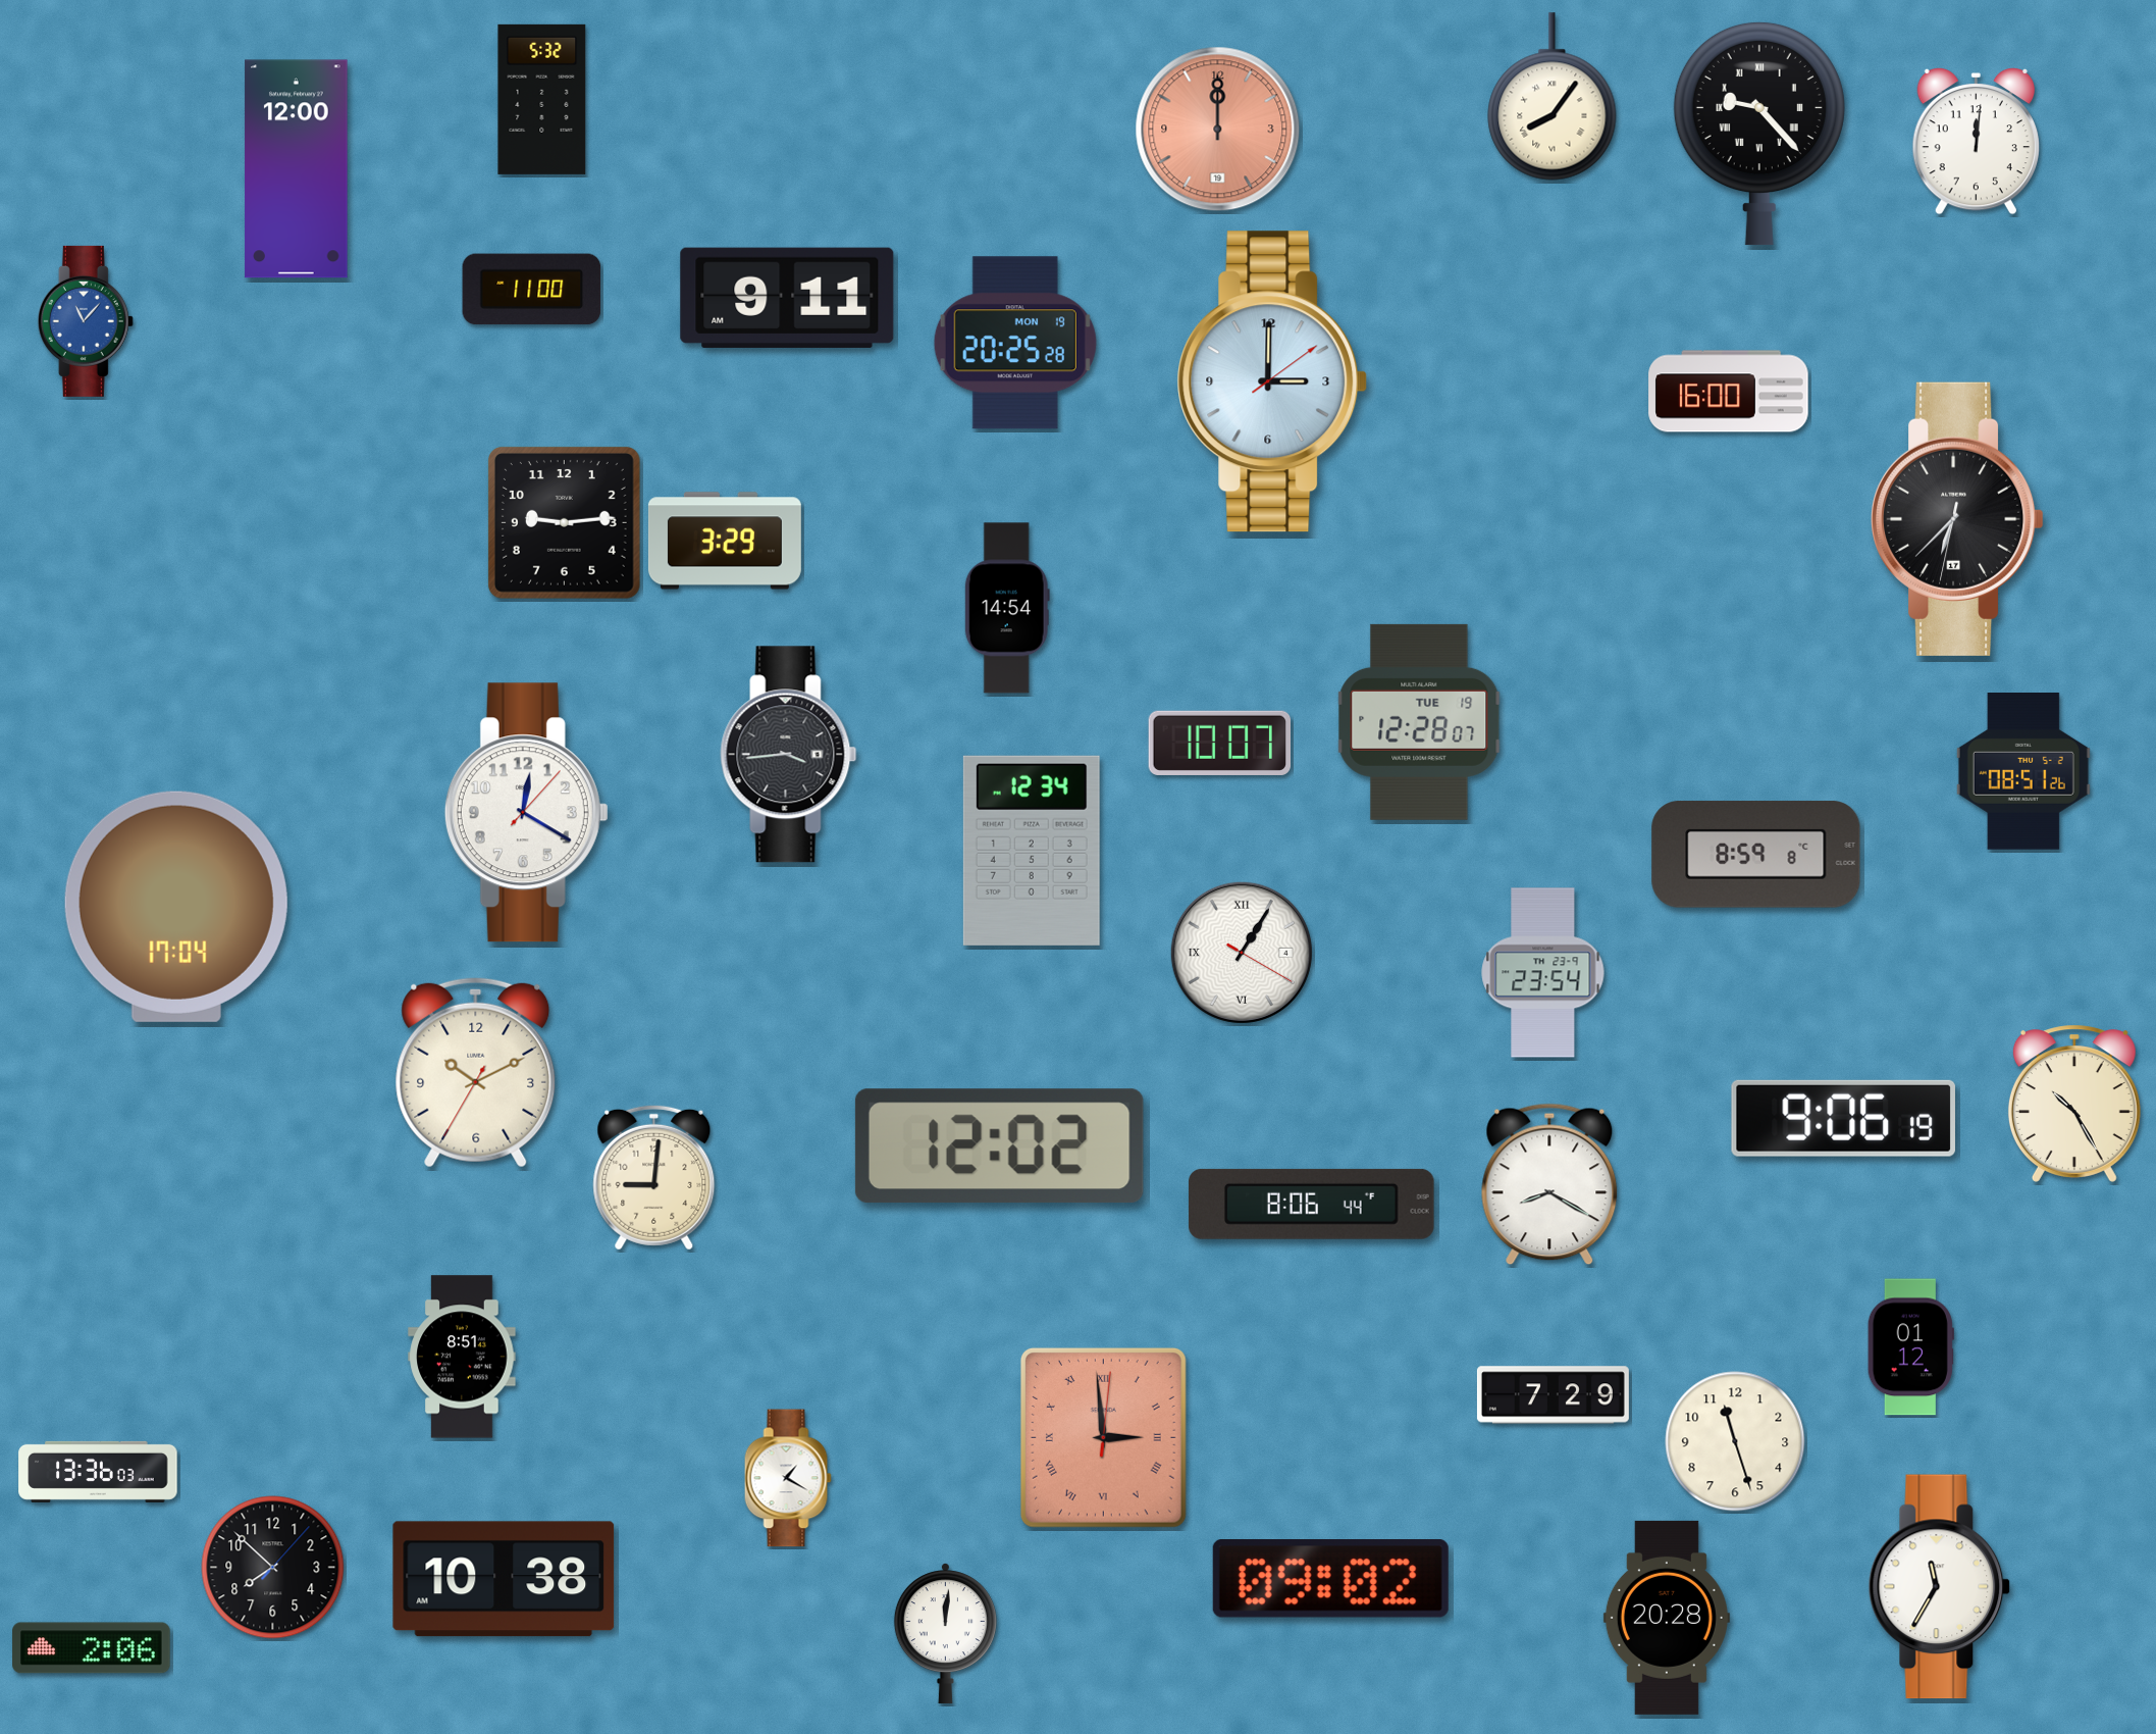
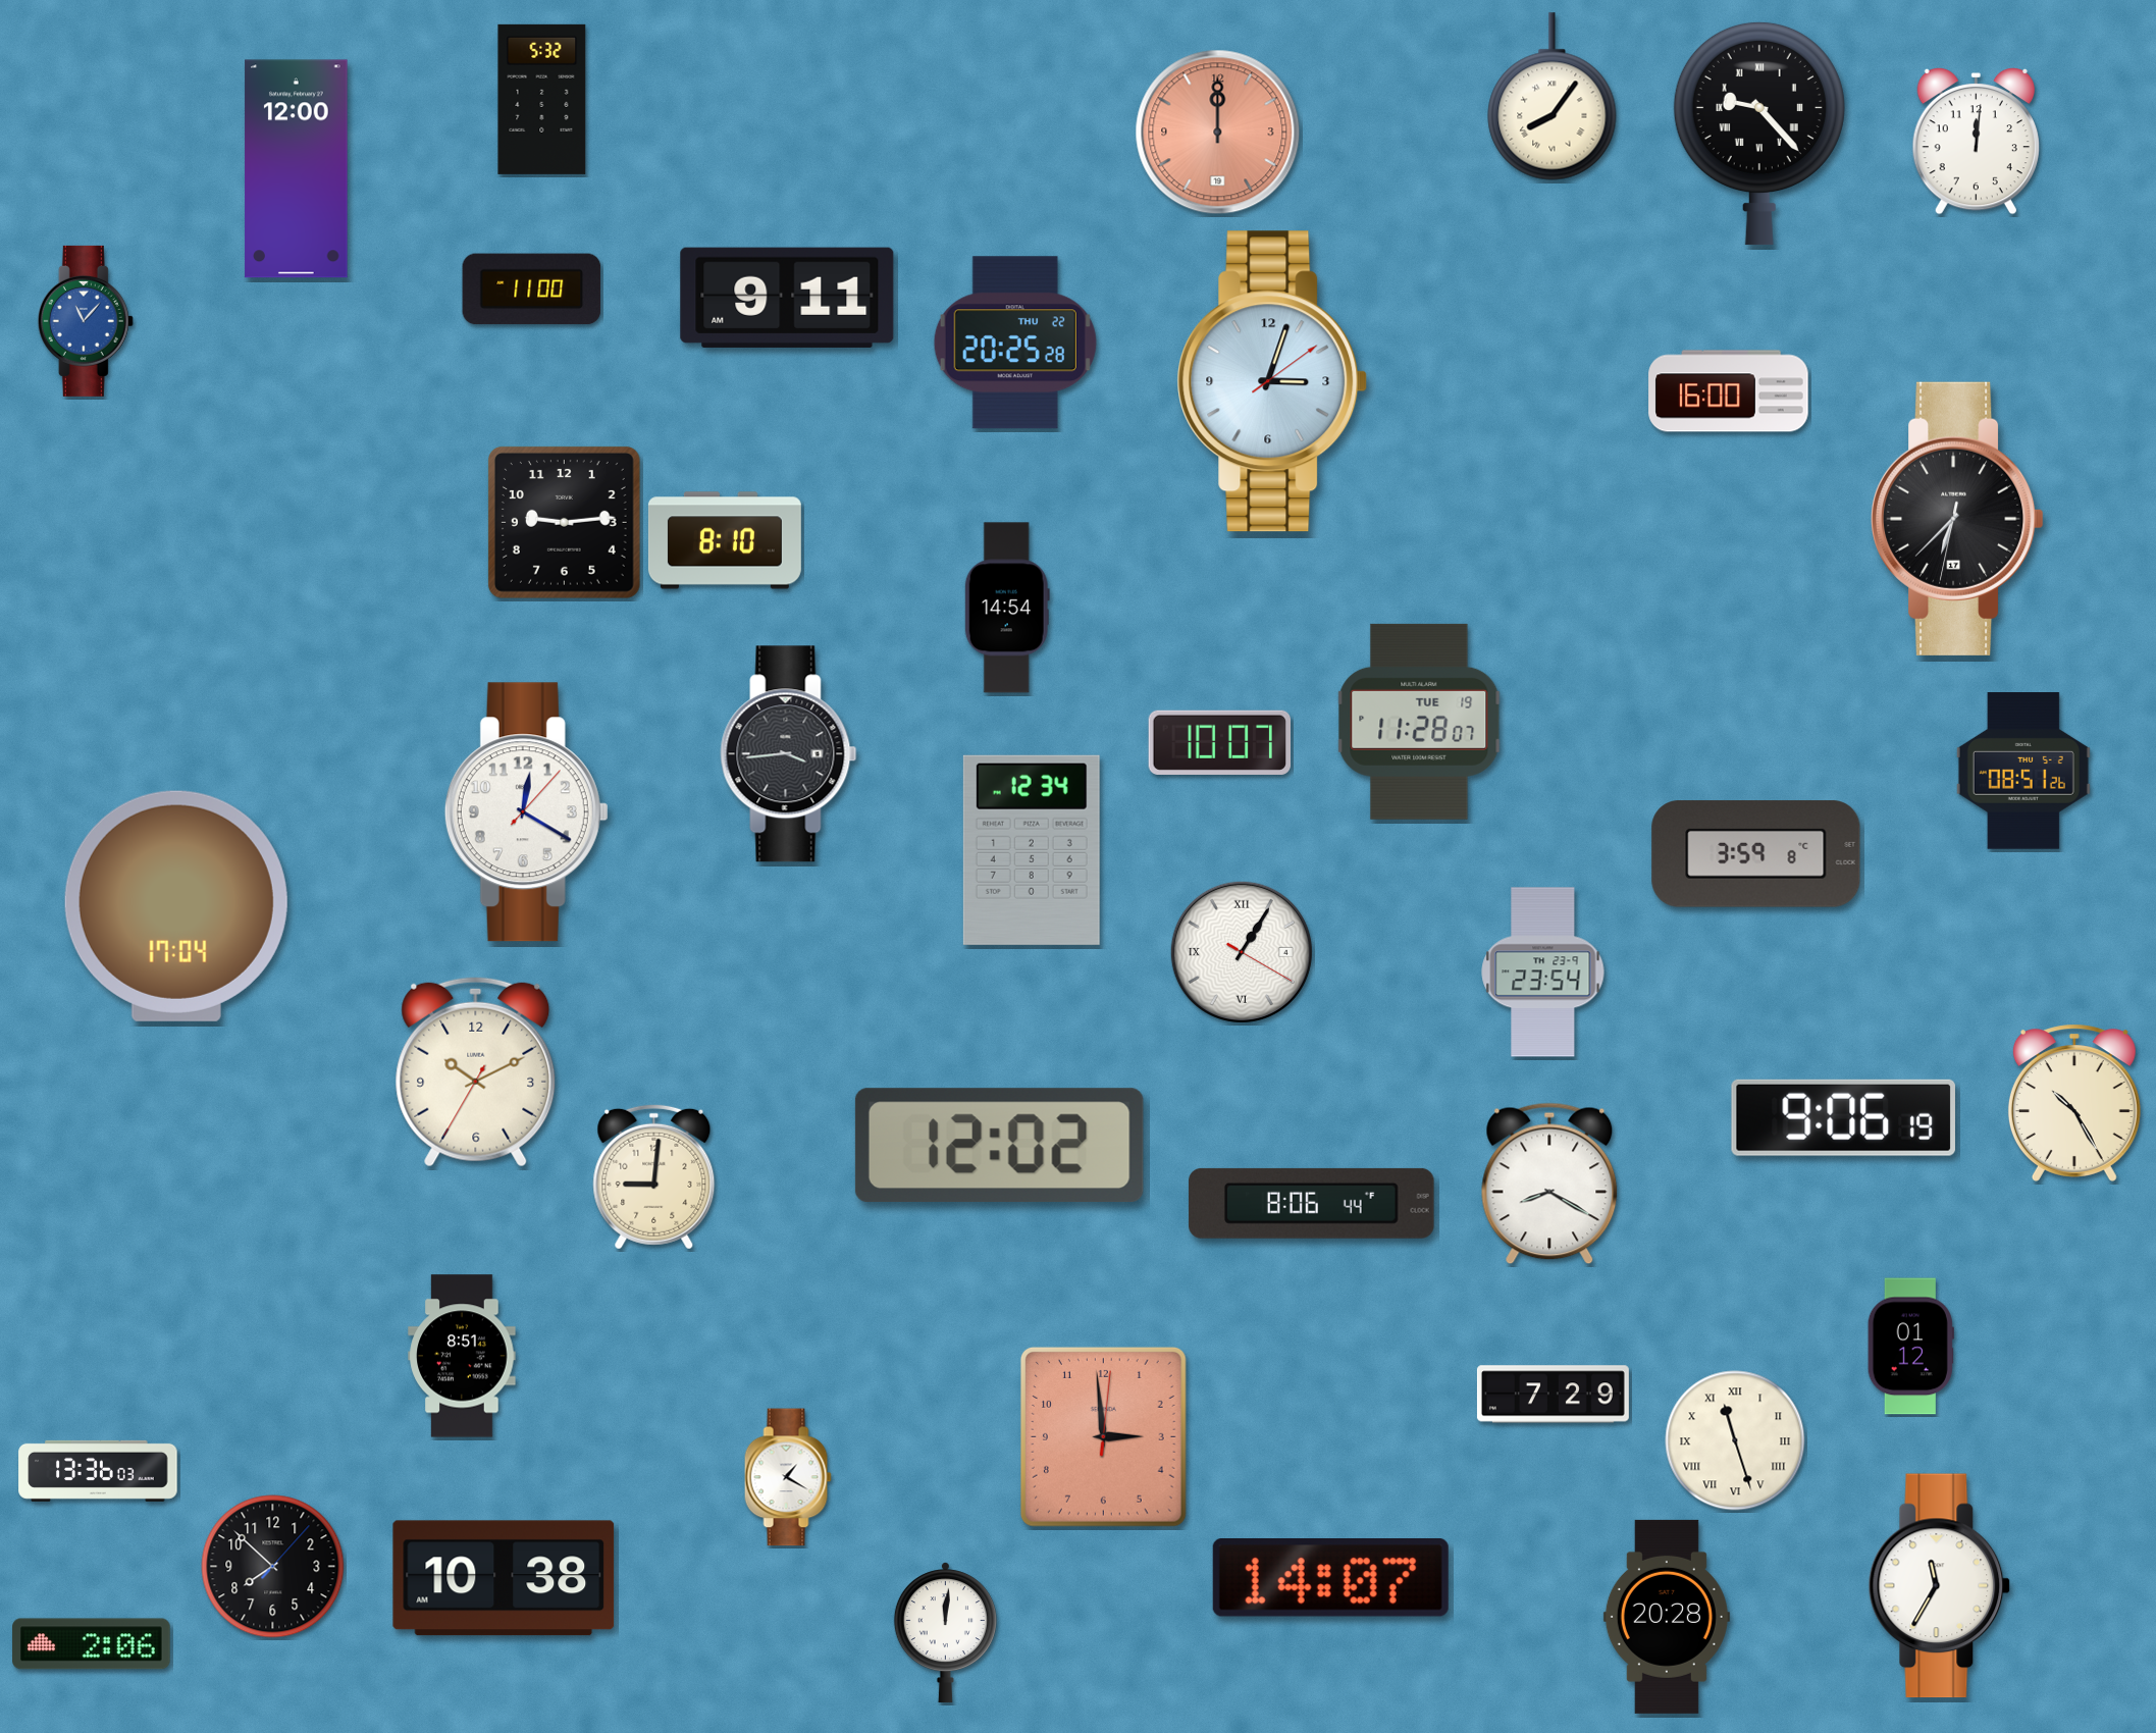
clock at (1218, 130) position: (1218, 130) -> (1218, 133)
clock at (1015, 343) date: MON 19 -> THU 22
clock at (1272, 381): 3:00 -> 3:03
clock at (725, 541): 3:29 -> 8:10
clock at (1419, 722): 12:28 -> 11:28
clock at (1756, 855): 8:59 -> 3:59
clock at (1103, 1437) numerals: Roman -> Arabic
clock at (1735, 1441) numerals: Arabic -> Roman
clock at (1330, 1579): 09:02 -> 14:07
clock at (92, 1648) position: (92, 1648) -> (92, 1644)
